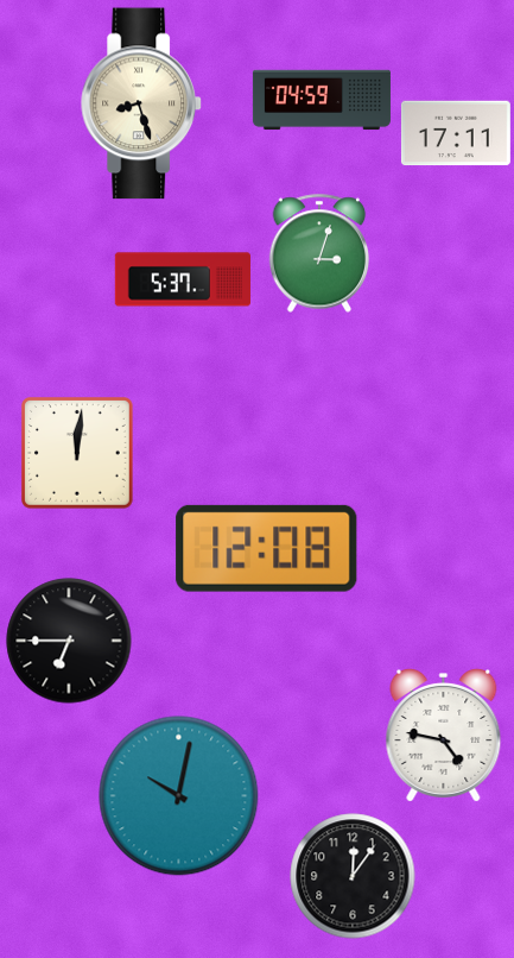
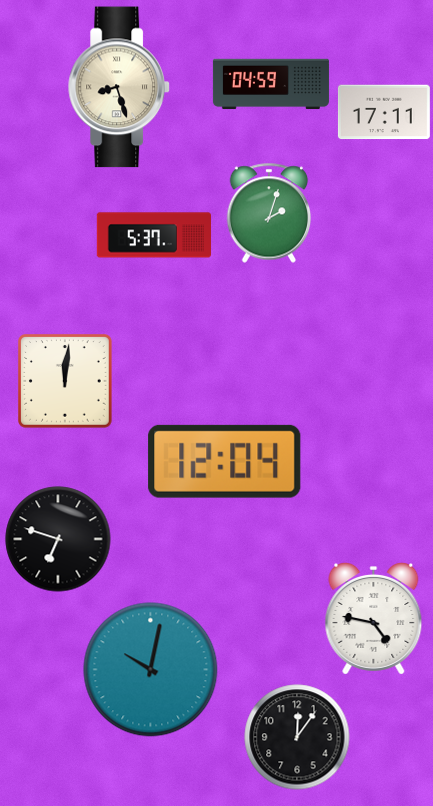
clock at (319, 253): 3:03 -> 2:03
clock at (267, 548): 12:08 -> 12:04
clock at (69, 641): 6:45 -> 6:48
